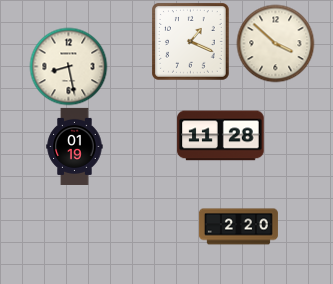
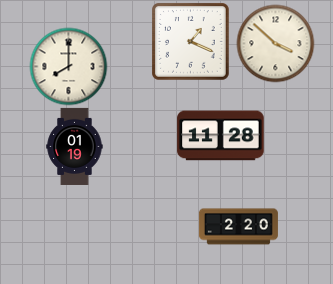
clock at (68, 66): 8:28 -> 8:00
